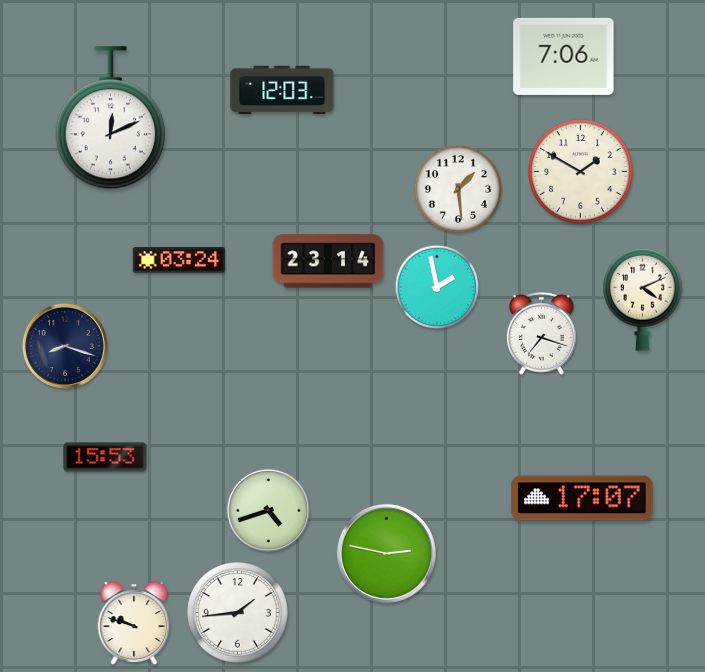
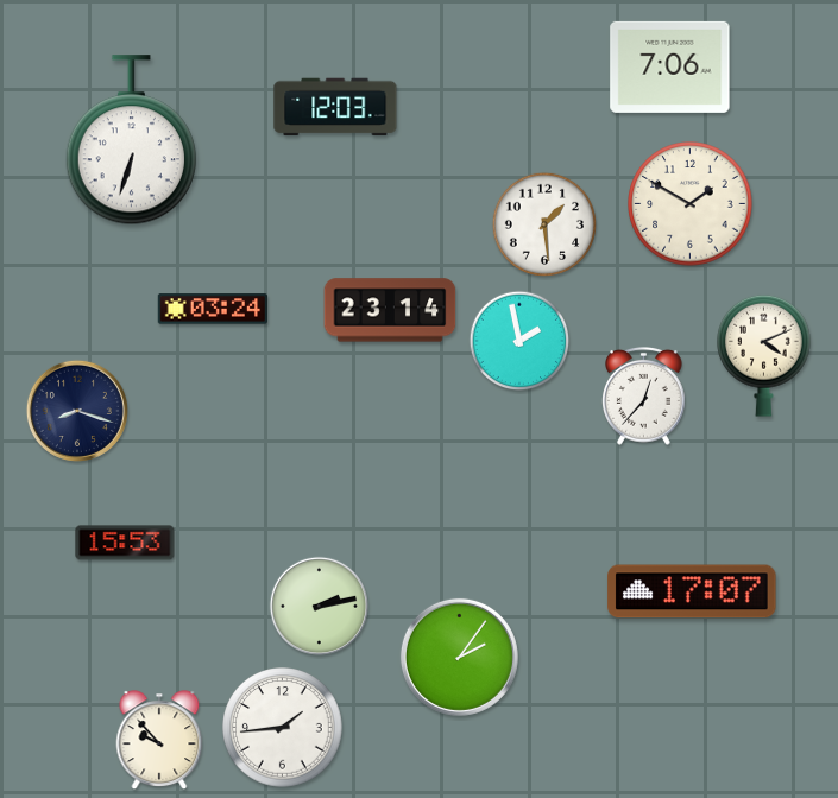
clock at (110, 118): 12:11 -> 6:33
clock at (542, 334): 7:18 -> 12:37
clock at (268, 510): 4:42 -> 2:13
clock at (386, 553): 2:47 -> 2:06
clock at (134, 623): 9:48 -> 9:53
